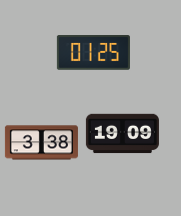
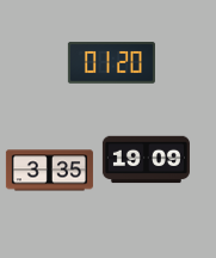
clock at (93, 53): 01:25 -> 01:20
clock at (41, 143): 3:38 -> 3:35
